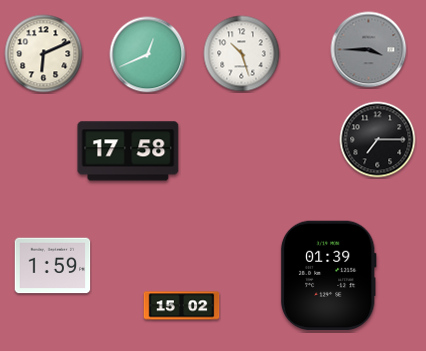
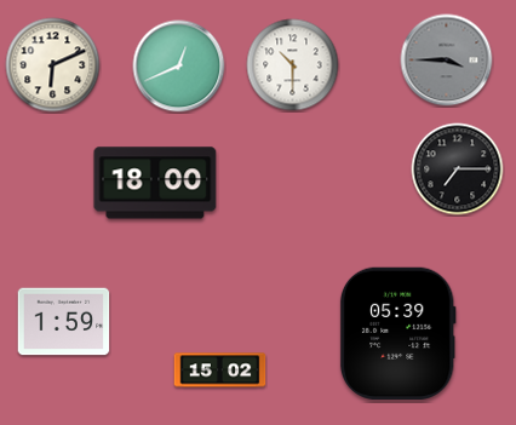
clock at (242, 54): 10:27 -> 10:30
clock at (128, 151): 17:58 -> 18:00
clock at (328, 275): 01:39 -> 05:39
